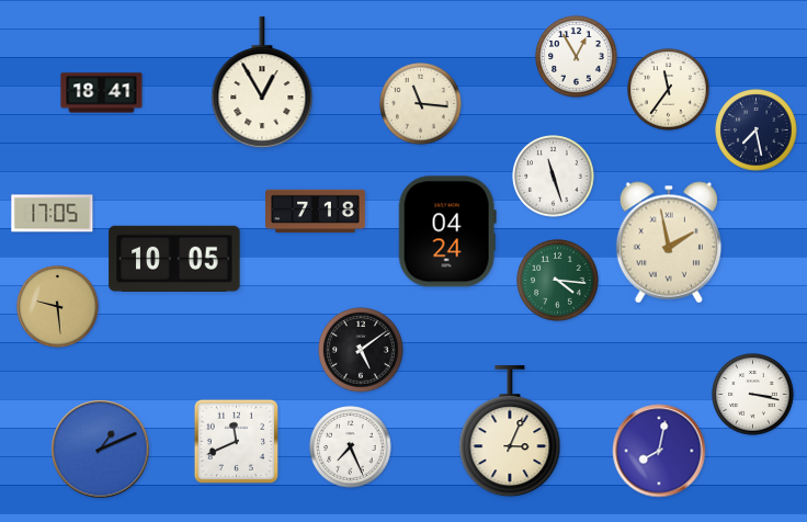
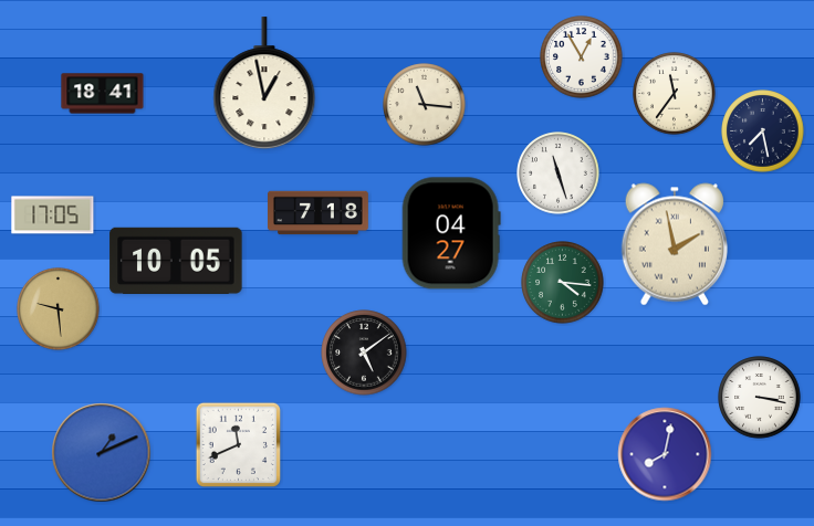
clock at (262, 83): 12:55 -> 12:58
clock at (669, 90) position: (669, 90) -> (675, 94)
clock at (554, 177) position: (554, 177) -> (559, 173)
clock at (447, 231): 04:24 -> 04:27
clock at (510, 432): 3:04 -> none
clock at (351, 447): 7:26 -> none
